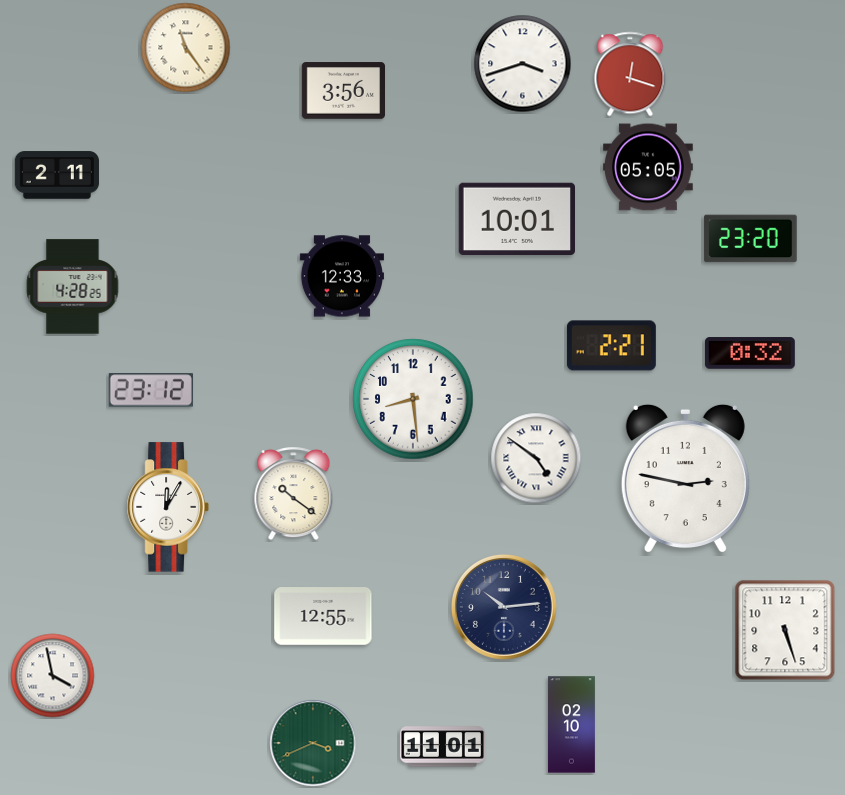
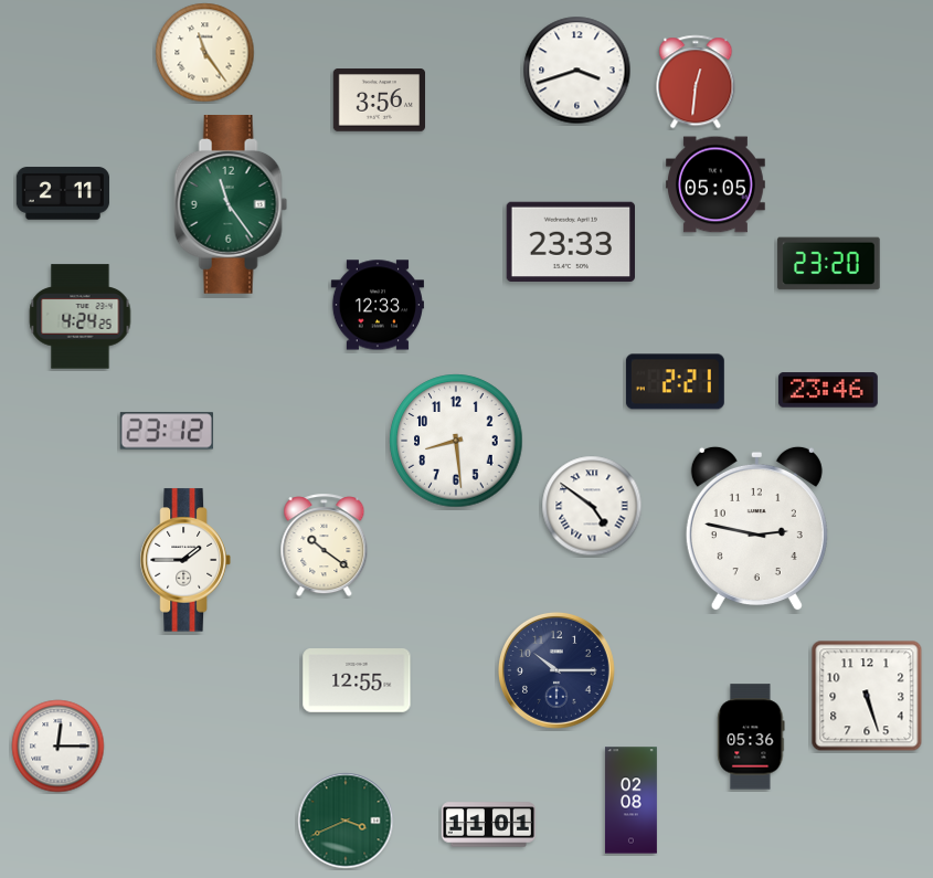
clock at (630, 74): 12:18 -> 12:31
clock at (231, 205): none -> 11:24
clock at (516, 218): 10:01 -> 23:33
clock at (73, 287): 4:28 -> 4:24
clock at (750, 353): 0:32 -> 23:46
clock at (168, 507): 12:05 -> 1:45
clock at (504, 607): 10:14 -> 10:15
clock at (751, 737): none -> 05:36
clock at (53, 676): 3:58 -> 12:15
clock at (571, 725): 02:10 -> 02:08
